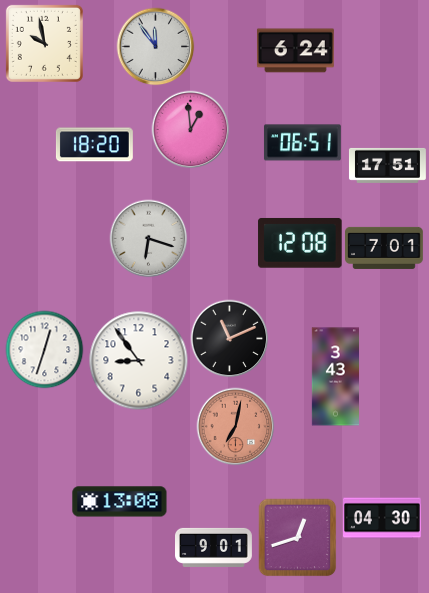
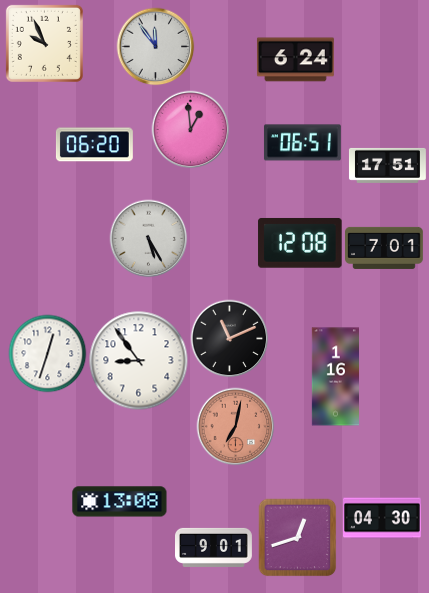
clock at (44, 43): 9:58 -> 9:56
clock at (295, 51) position: (295, 51) -> (295, 60)
clock at (94, 145): 18:20 -> 06:20
clock at (148, 238): 6:18 -> 5:25
clock at (44, 349) position: (44, 349) -> (47, 353)
clock at (335, 377): 3:43 -> 1:16
